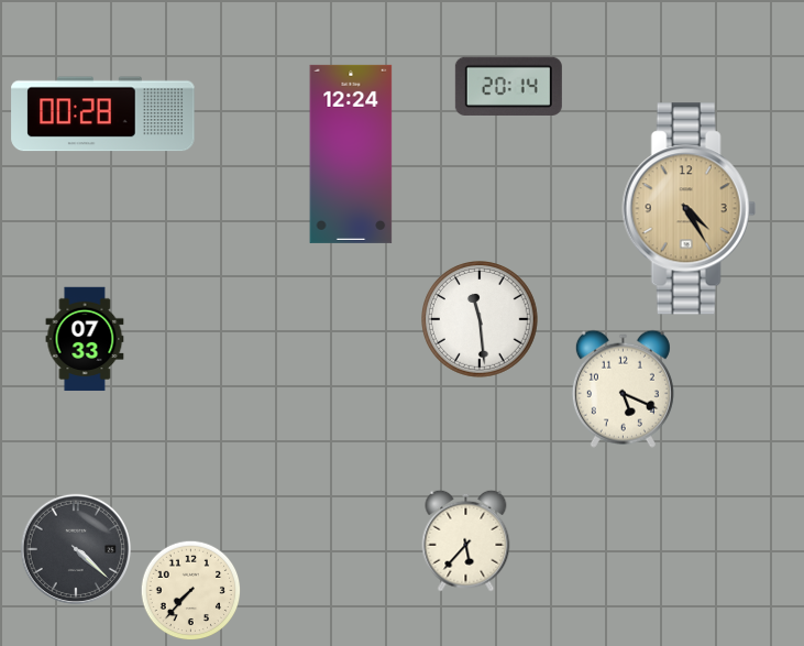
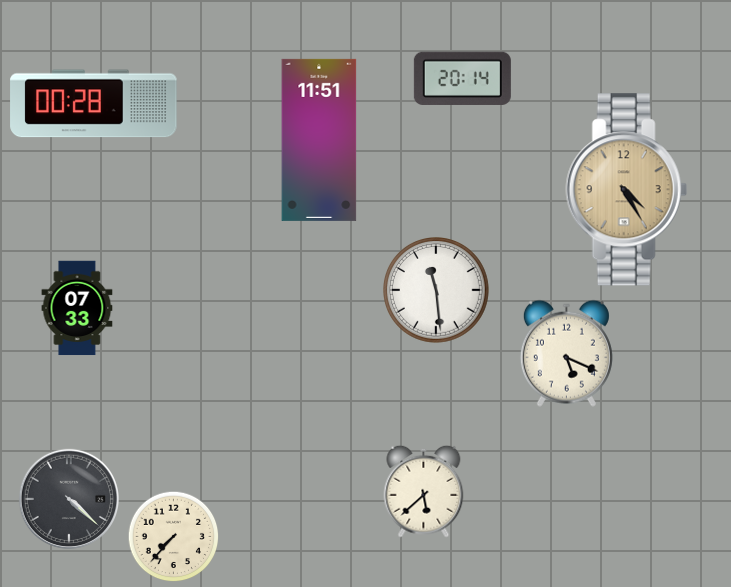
clock at (351, 154): 12:24 -> 11:51
clock at (466, 540): 5:37 -> 5:38
